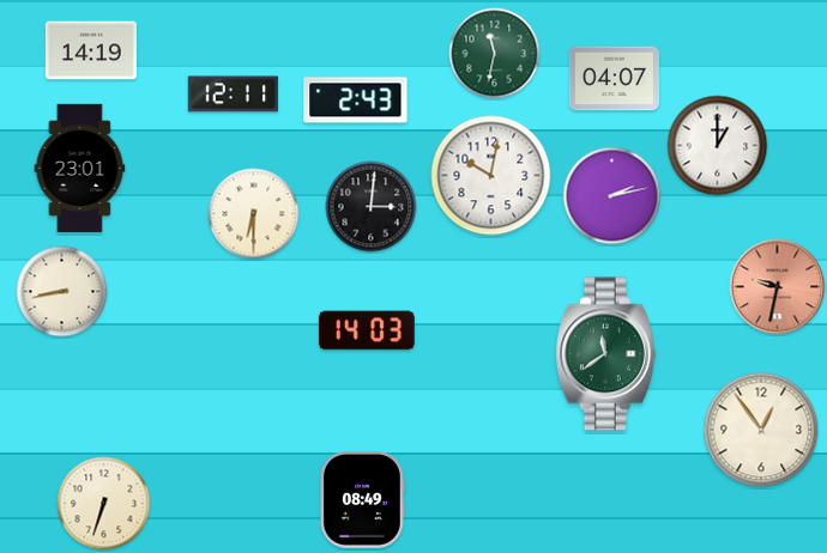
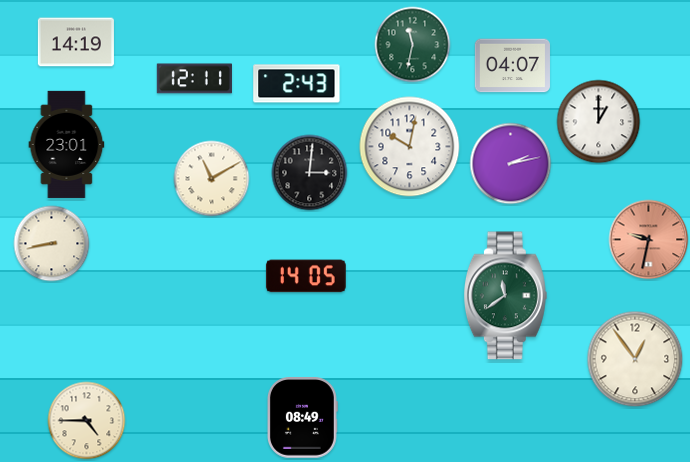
clock at (80, 168) position: (80, 168) -> (67, 144)
clock at (254, 214): 6:30 -> 11:10
clock at (367, 330): 14:03 -> 14:05
clock at (104, 504): 6:33 -> 4:45
